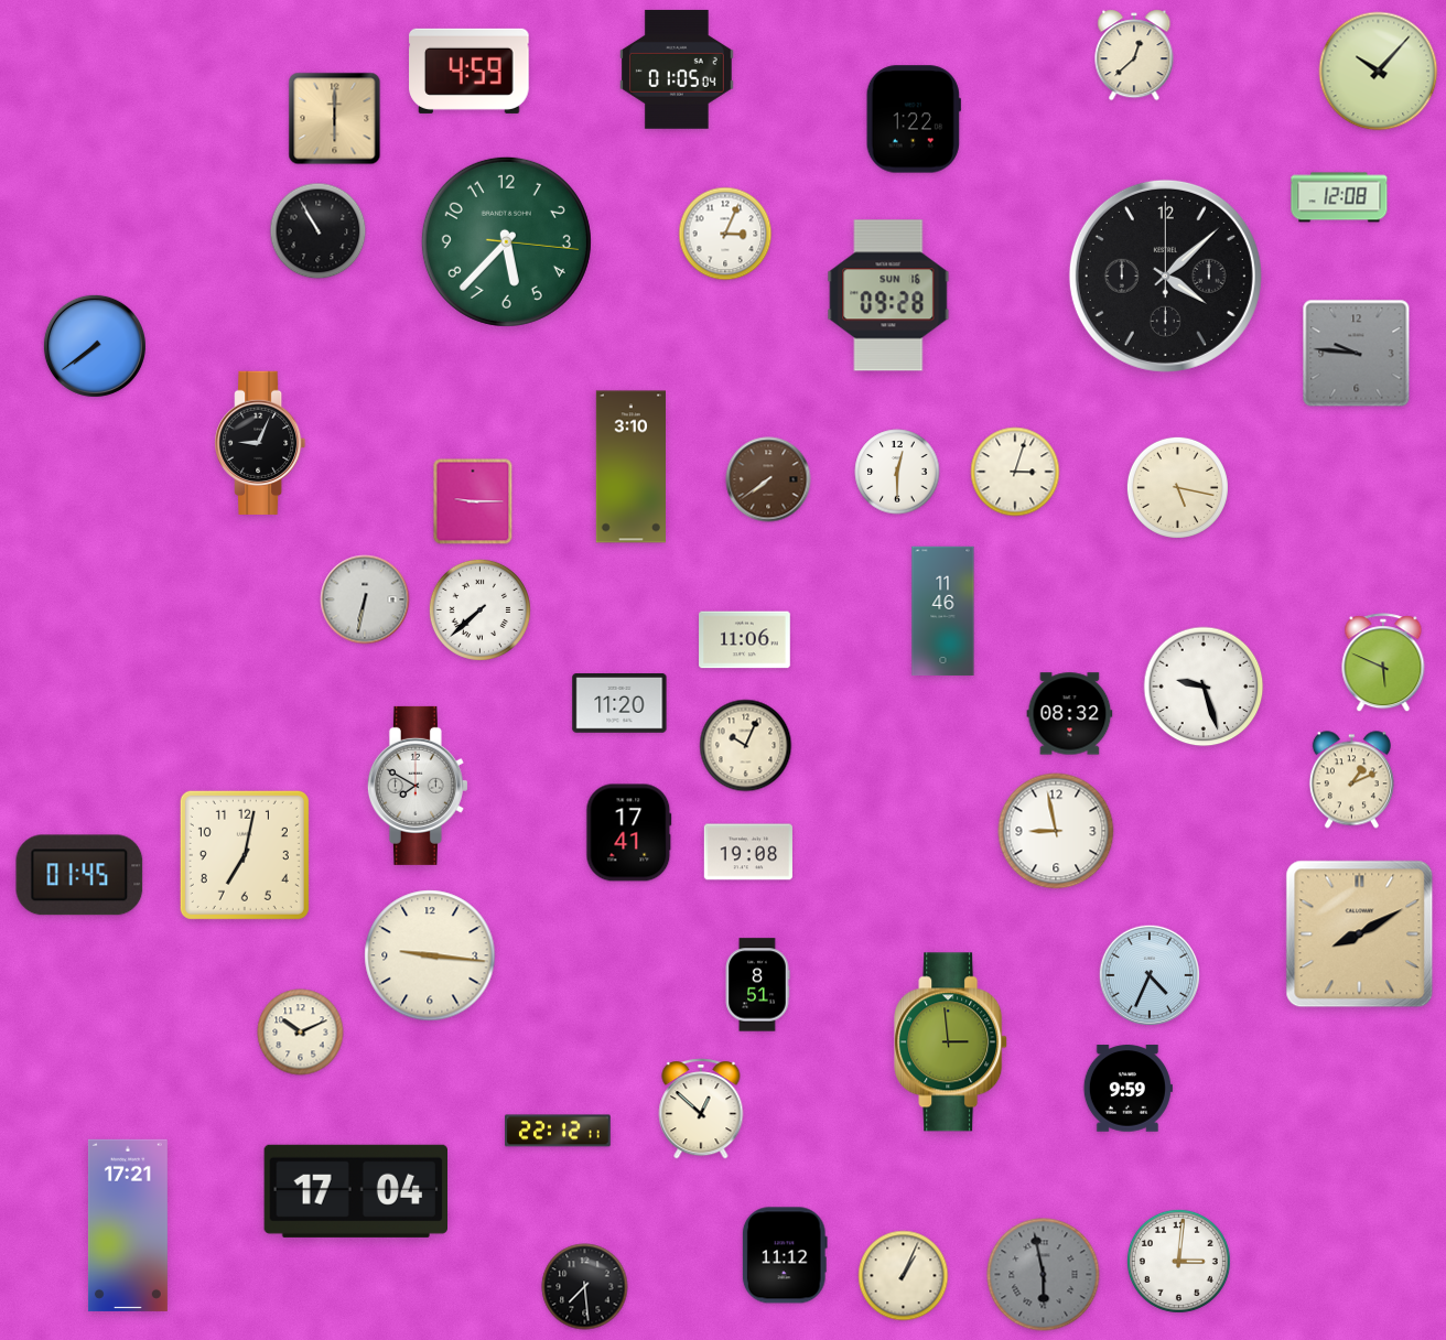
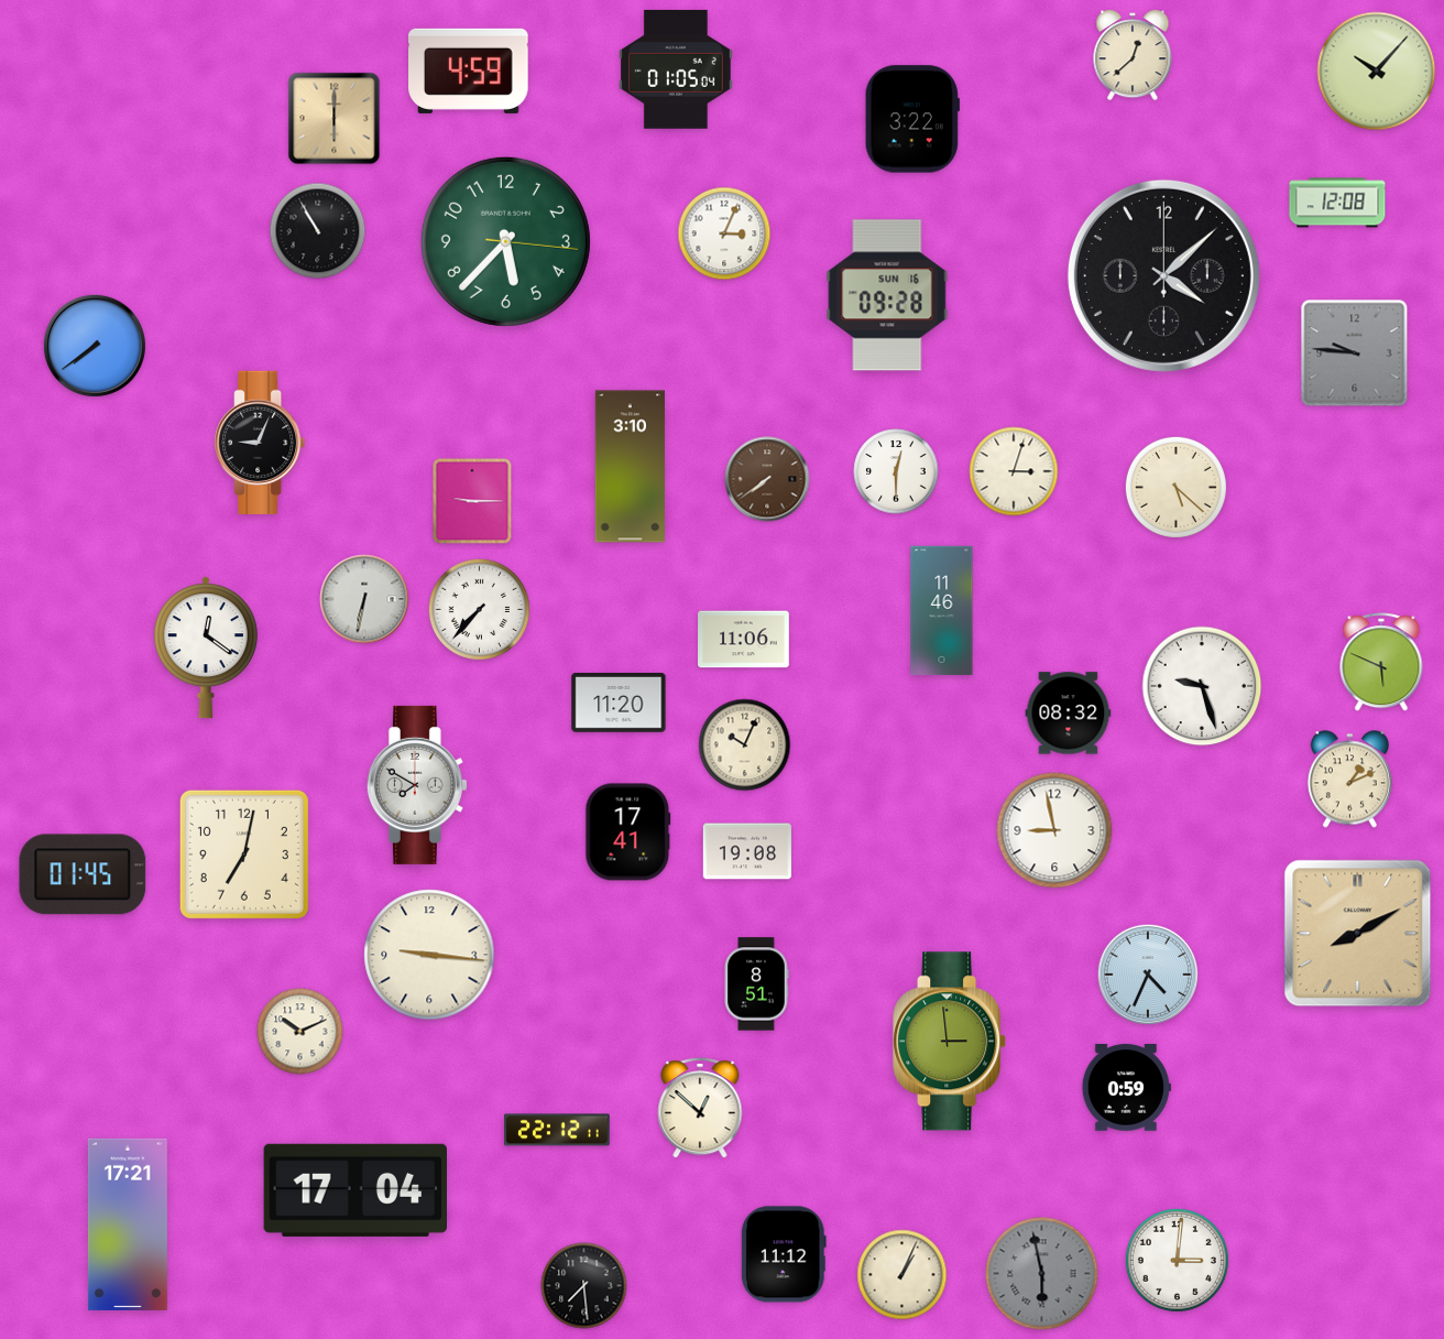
clock at (914, 119): 1:22 -> 3:22
clock at (1339, 197) position: (1339, 197) -> (1337, 203)
clock at (1177, 487): 5:17 -> 5:22
clock at (479, 609): 7:38 -> 7:37
clock at (206, 647): none -> 12:21
clock at (79, 875) position: (79, 875) -> (83, 874)
clock at (1127, 1089): 9:59 -> 0:59
